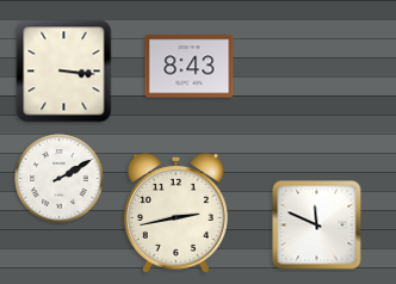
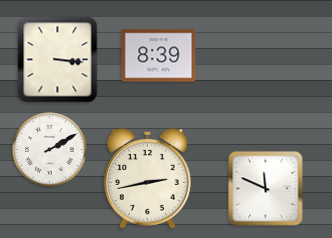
clock at (190, 67): 8:43 -> 8:39
clock at (64, 72) position: (64, 72) -> (58, 60)
